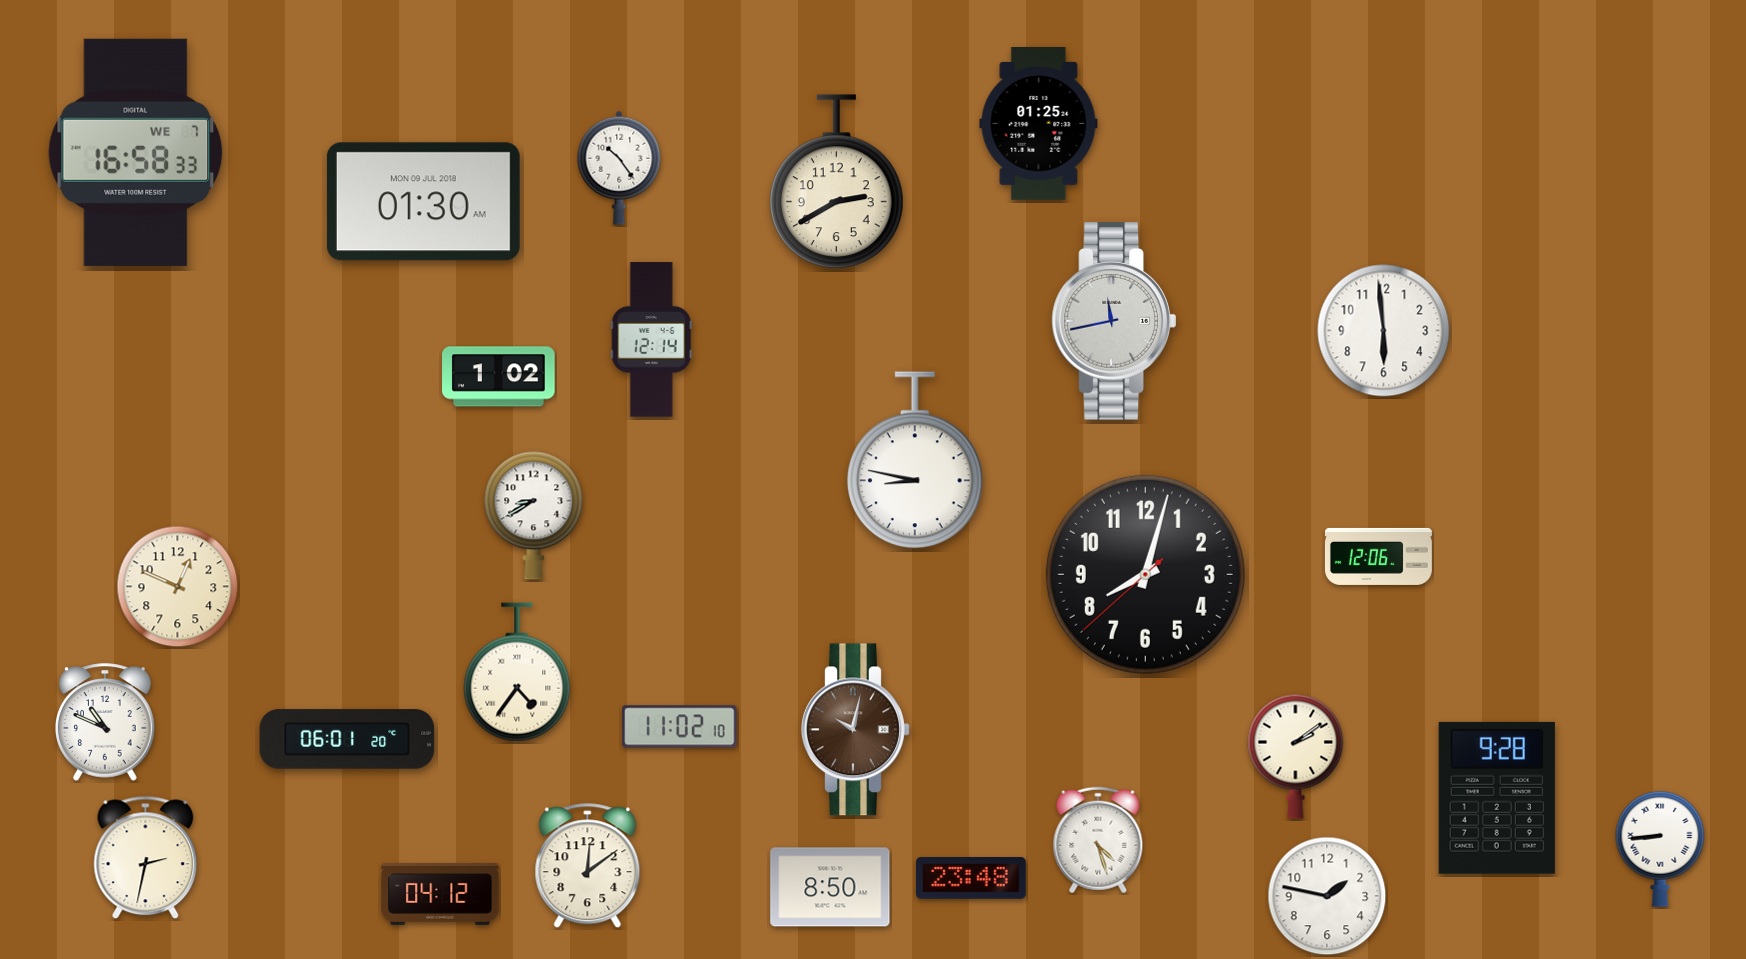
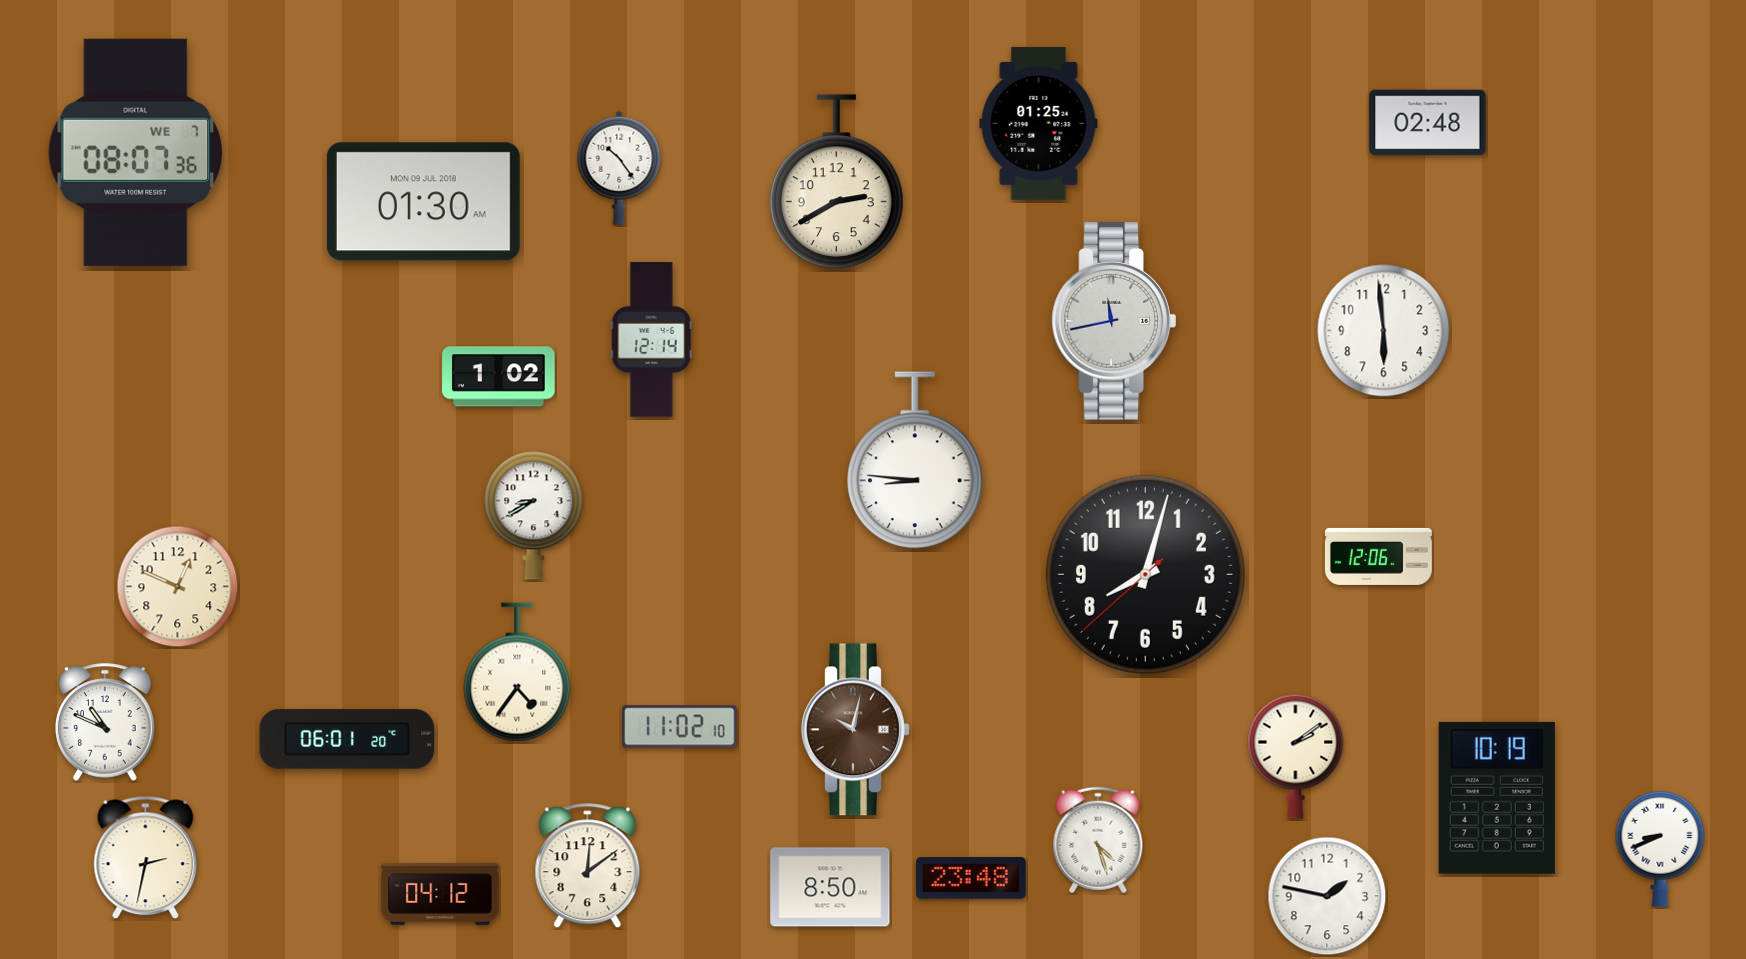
clock at (1428, 123): none -> 02:48
clock at (136, 152): 16:58 -> 08:07
clock at (915, 460): 8:47 -> 8:46
clock at (1497, 798): 9:28 -> 10:19
clock at (1660, 849): 8:44 -> 8:41
